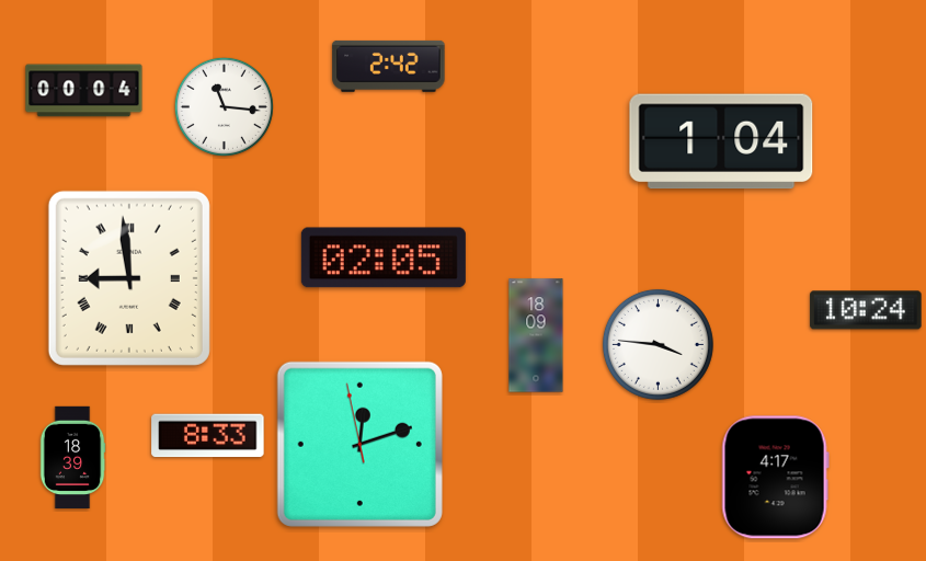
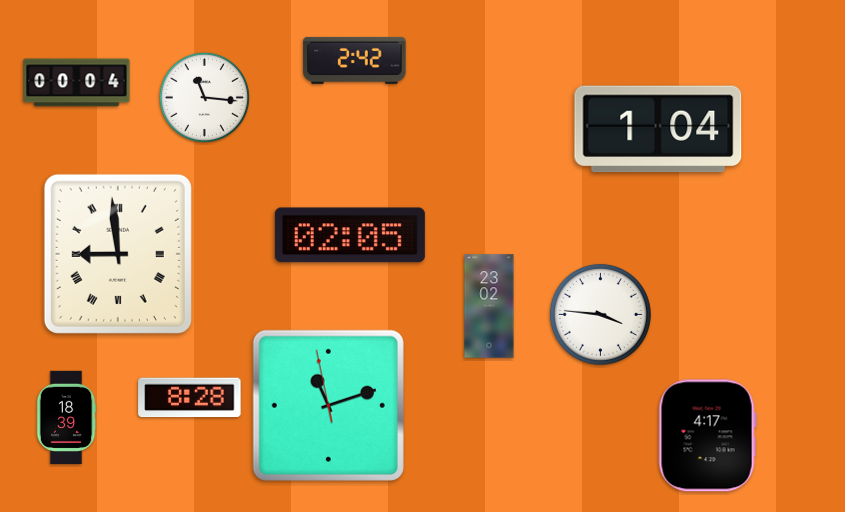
clock at (866, 310): 10:24 -> none
clock at (536, 335): 18:09 -> 23:02
clock at (208, 436): 8:33 -> 8:28
clock at (359, 444): 12:11 -> 11:11
